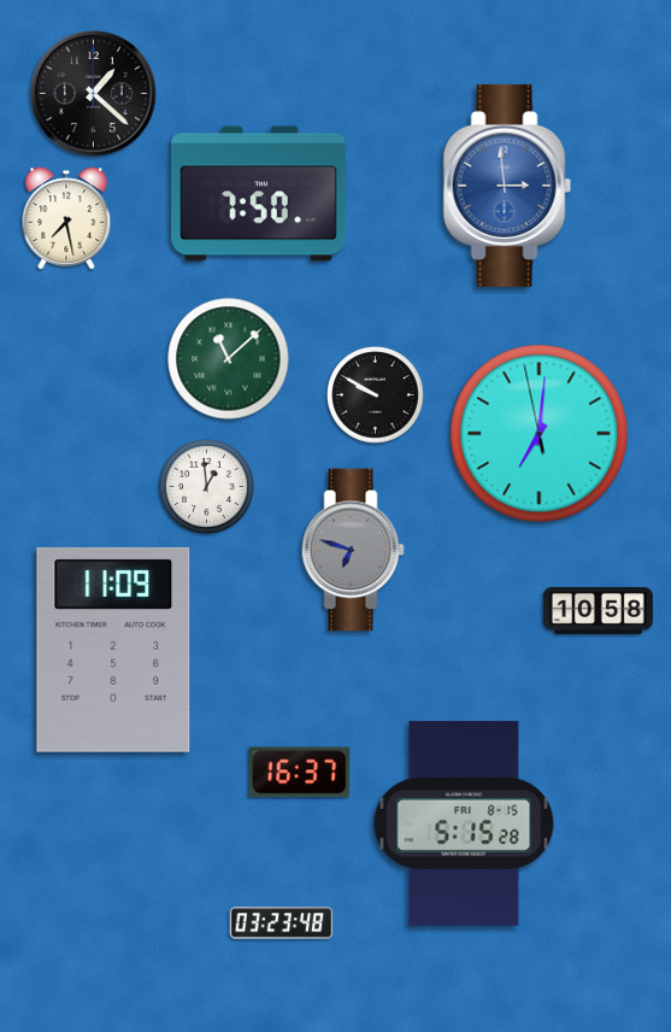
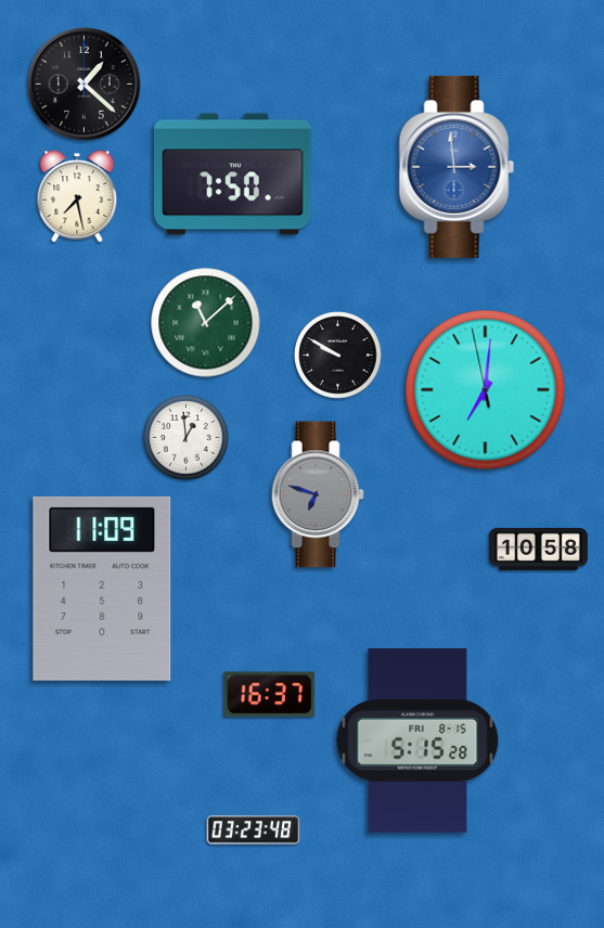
clock at (66, 218) position: (66, 218) -> (77, 196)
clock at (113, 650) position: (113, 650) -> (102, 589)
